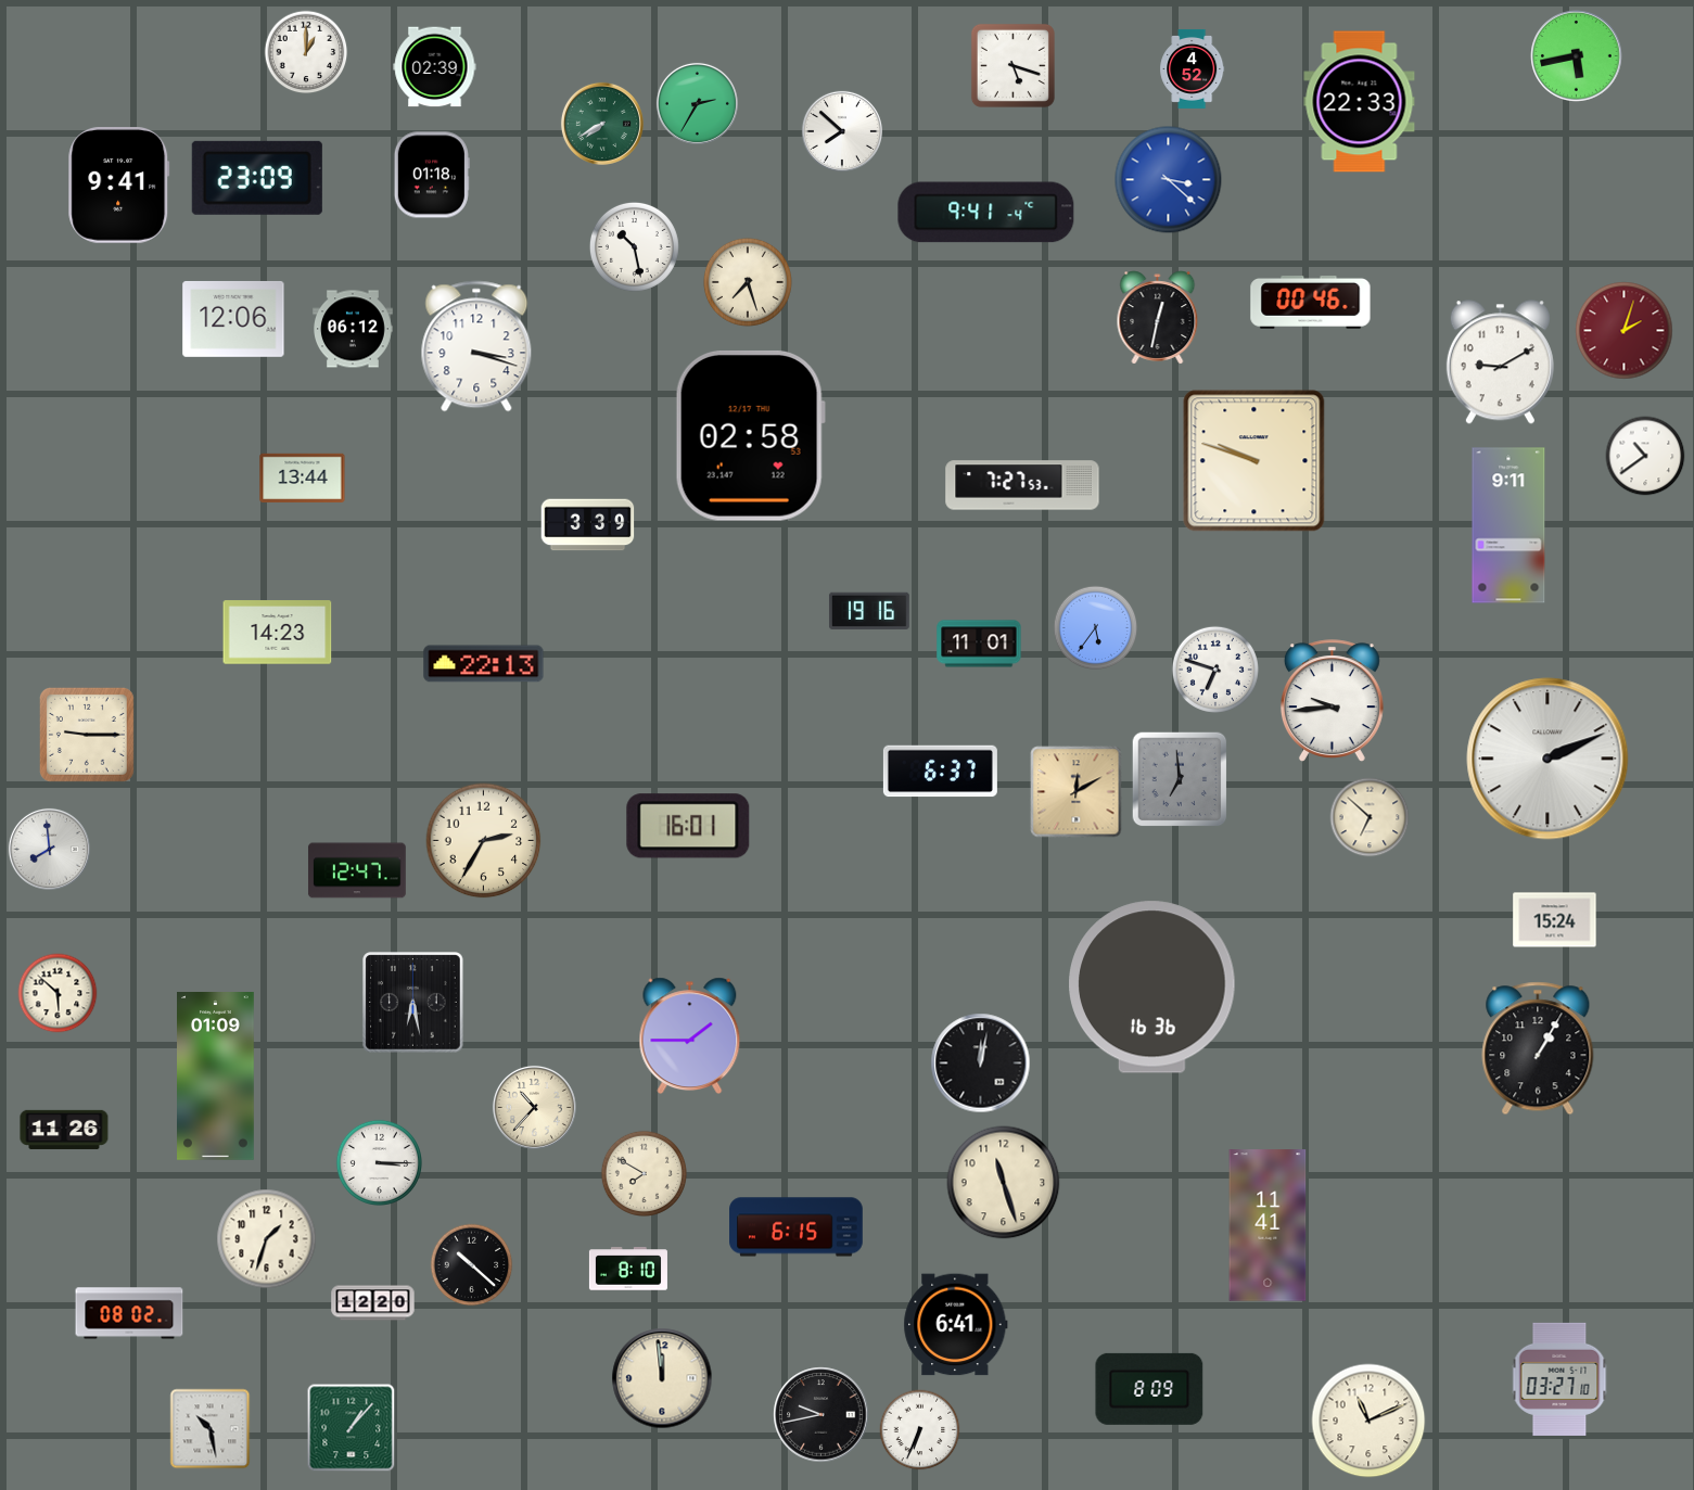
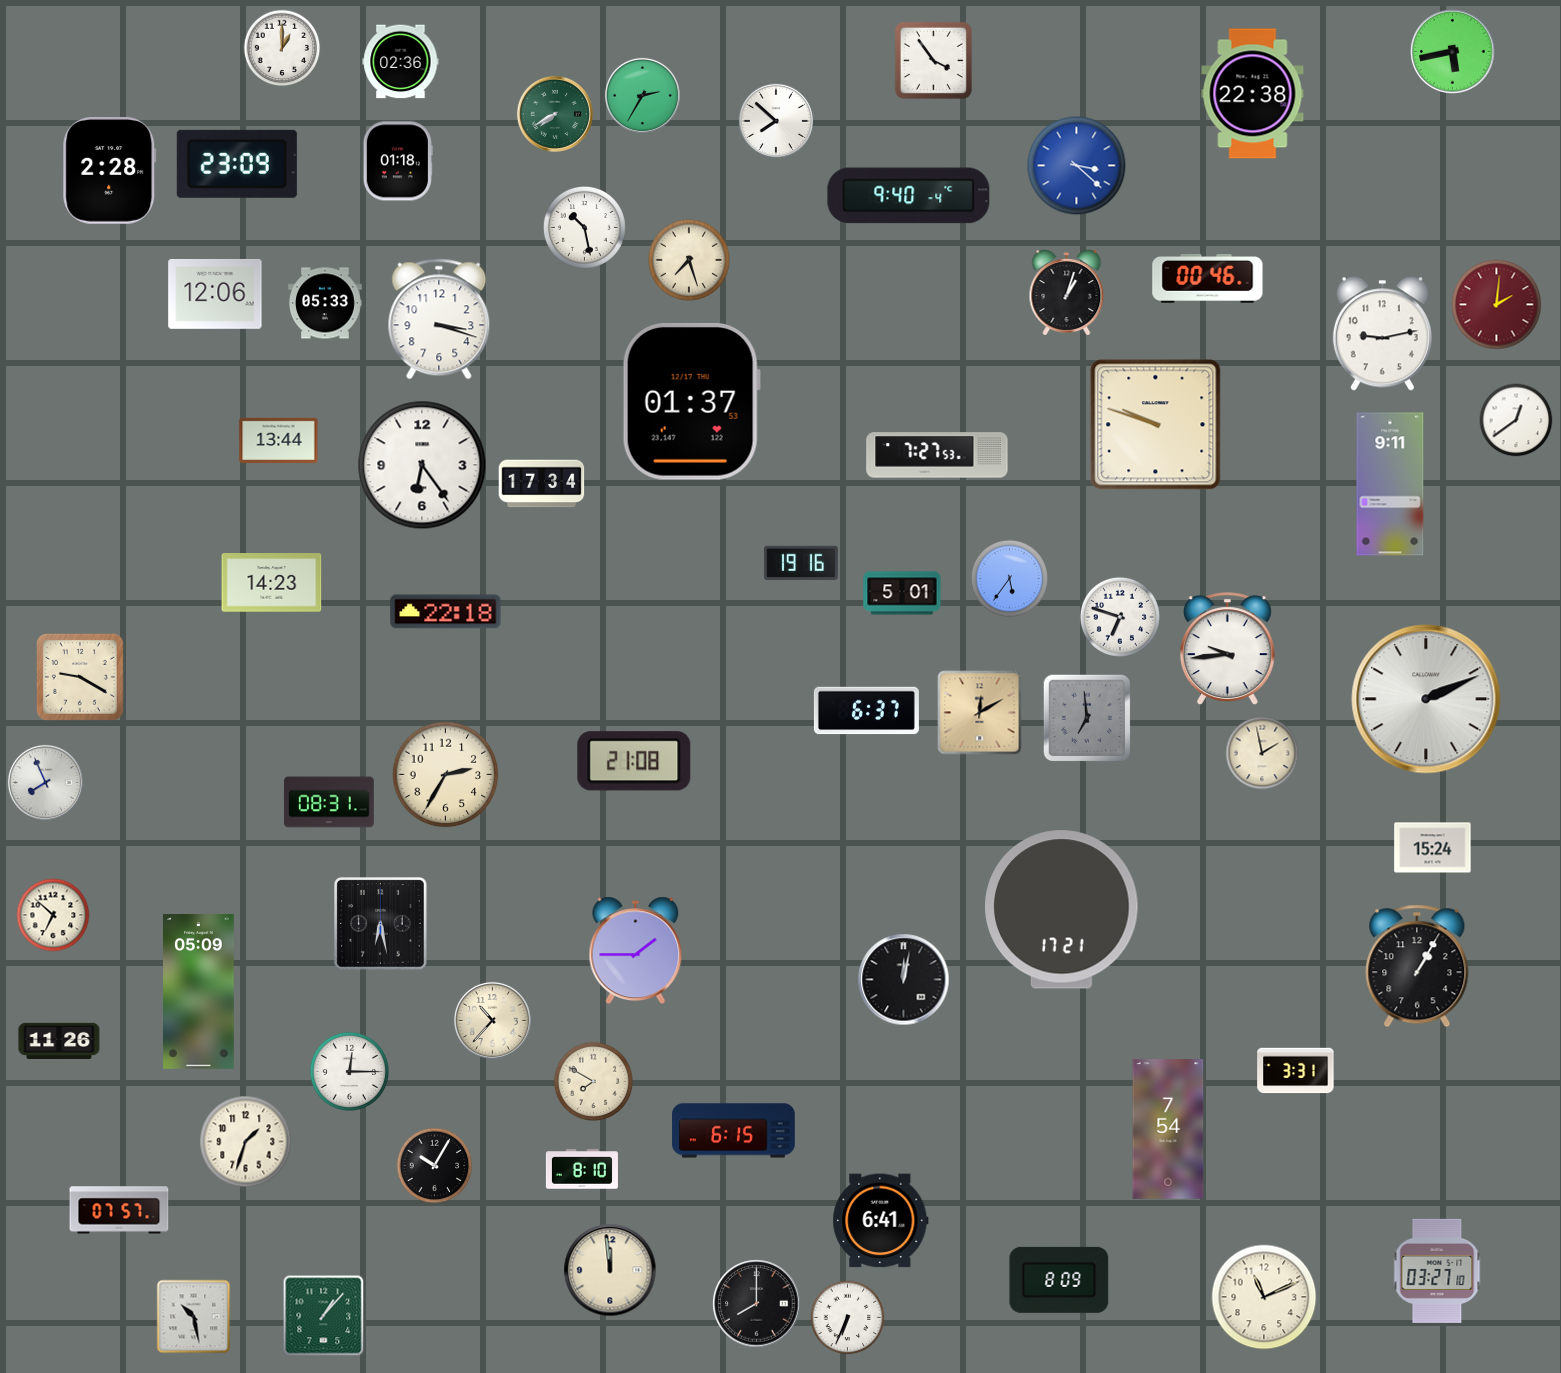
clock at (1012, 65): 5:18 -> 3:54
clock at (435, 67): 02:39 -> 02:36
clock at (1193, 68): 4:52 -> none
clock at (1360, 102): 22:33 -> 22:38
clock at (119, 186): 9:41 -> 2:28
clock at (986, 213): 9:41 -> 9:40
clock at (1158, 318): 12:32 -> 1:03
clock at (354, 329): 06:12 -> 05:33
clock at (1625, 331): 2:03 -> 2:01
clock at (1500, 362): 9:10 -> 9:13
clock at (750, 436): 02:58 -> 01:37
clock at (1645, 456): 10:39 -> 12:39
clock at (1022, 485) position: (1022, 485) -> (937, 455)
clock at (422, 465): none -> 6:24
clock at (588, 525): 3:39 -> 17:34
clock at (278, 633) position: (278, 633) -> (272, 583)
clock at (979, 644): 11:01 -> 5:01
clock at (484, 664): 22:13 -> 22:18
clock at (1332, 701) position: (1332, 701) -> (1227, 649)
clock at (87, 735): 9:15 -> 9:20
clock at (1077, 792) position: (1077, 792) -> (980, 713)
clock at (1370, 817): 6:52 -> 1:58
clock at (688, 826): 16:01 -> 21:08
clock at (49, 849): 7:59 -> 7:56
clock at (357, 870): 12:47 -> 08:31
clock at (1152, 988): 16:36 -> 17:21
clock at (58, 993): 5:52 -> 6:52
clock at (690, 1036) position: (690, 1036) -> (636, 951)
clock at (216, 1077): 01:09 -> 05:09
clock at (379, 1162): 3:15 -> 12:15
clock at (1296, 1071): none -> 3:31
clock at (1004, 1183): 11:27 -> none
clock at (1268, 1225): 11:41 -> 7:54
clock at (472, 1265): 10:22 -> 10:05
clock at (628, 1269) position: (628, 1269) -> (582, 1169)
clock at (373, 1303): 12:20 -> none
clock at (129, 1313): 08:02 -> 07:57
clock at (821, 1415): 9:43 -> 8:00
clock at (1368, 1421) position: (1368, 1421) -> (1264, 1297)
